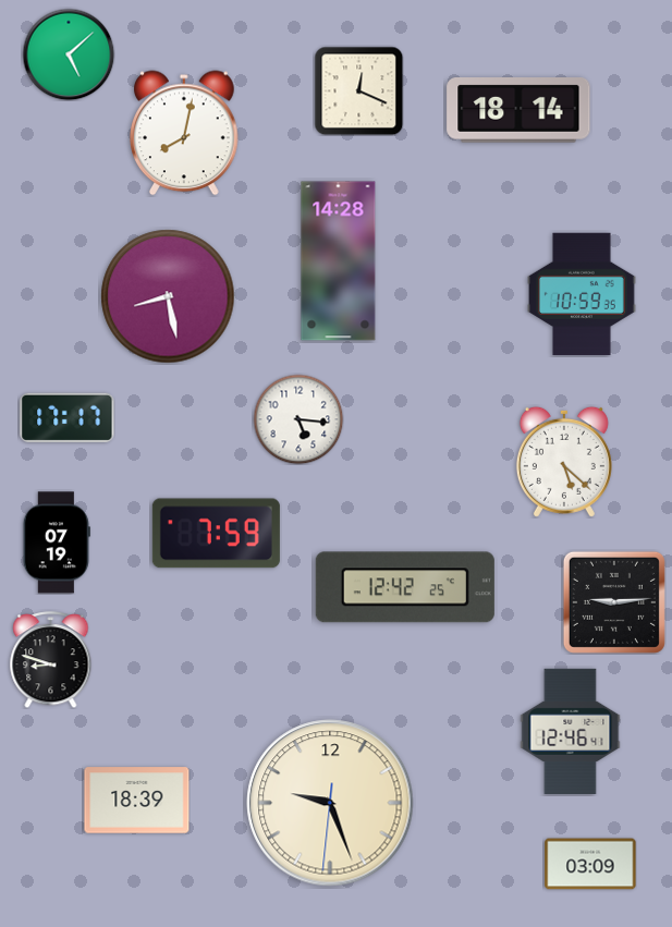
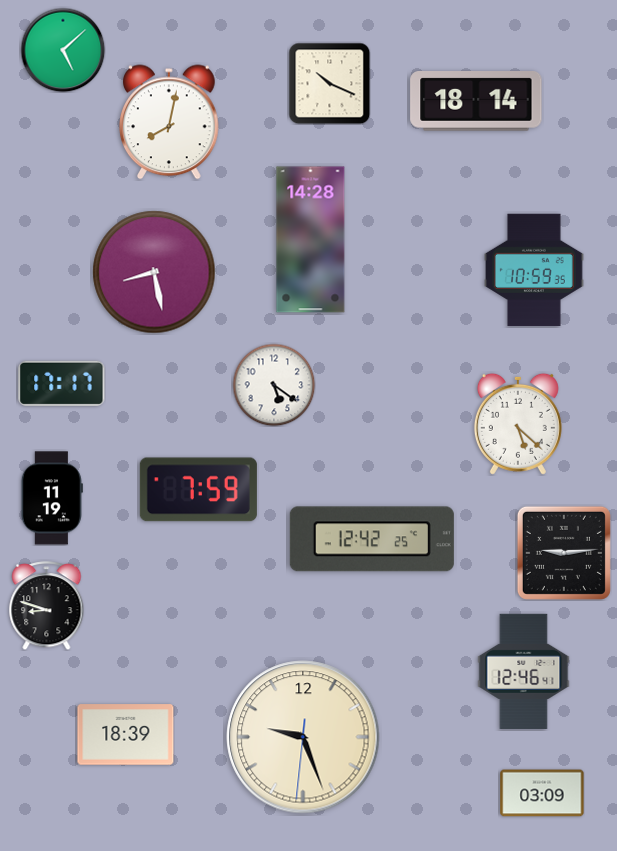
clock at (358, 90): 12:19 -> 10:19
clock at (298, 419): 5:16 -> 5:21
clock at (57, 542): 07:19 -> 11:19
